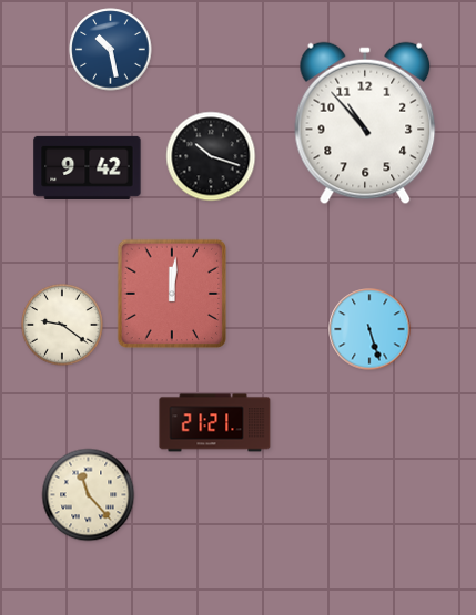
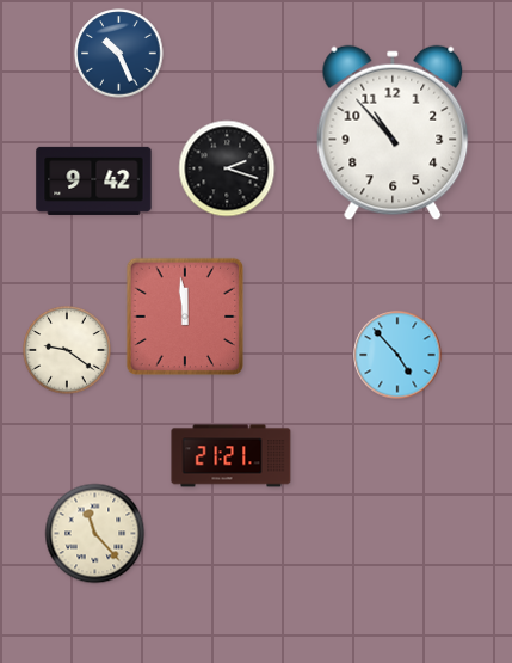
clock at (111, 50): 10:28 -> 10:26
clock at (211, 156): 10:18 -> 2:18
clock at (172, 294): 12:01 -> 11:59
clock at (369, 329): 5:27 -> 4:53
